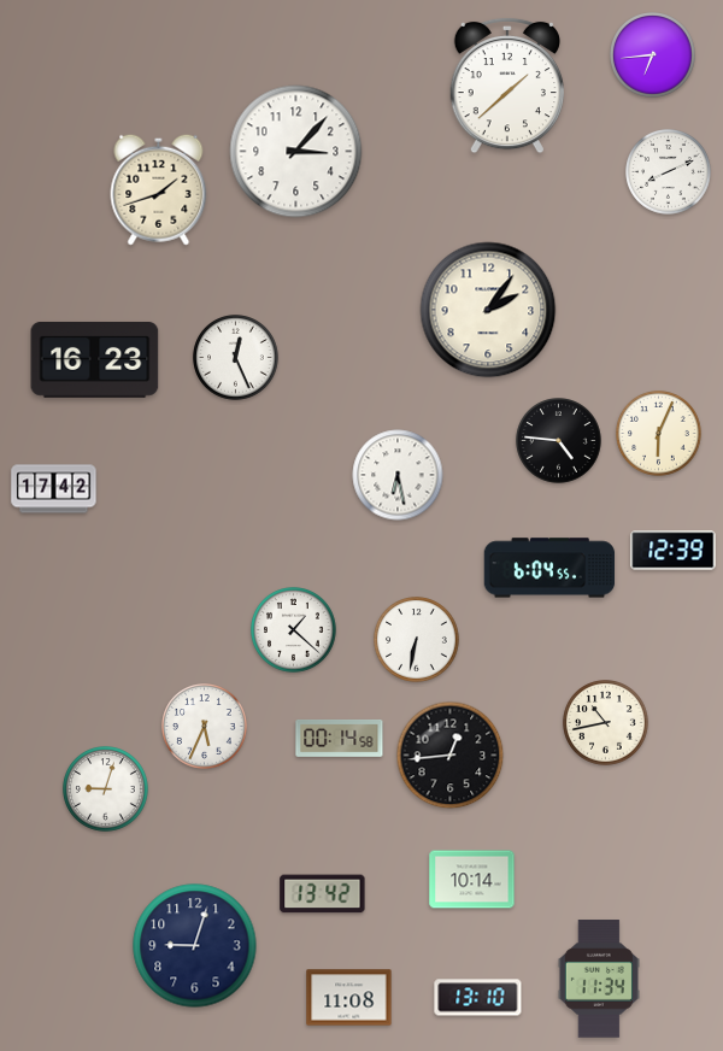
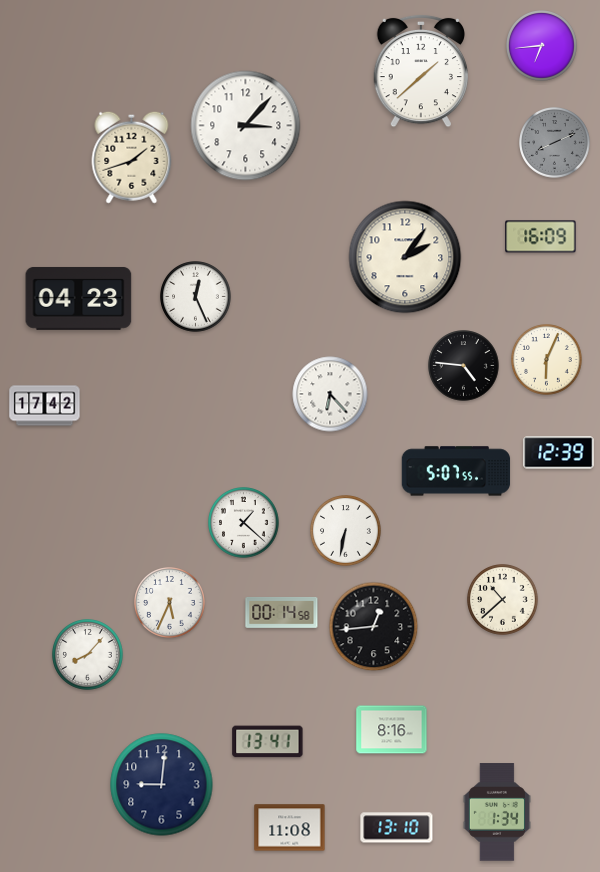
clock at (669, 172) dial: white -> grey
clock at (541, 237): none -> 16:09
clock at (95, 359): 16:23 -> 04:23
clock at (398, 475): 6:28 -> 6:23
clock at (674, 551) position: (674, 551) -> (559, 453)
clock at (549, 568): 6:04 -> 5:07
clock at (606, 723): 10:43 -> 10:38
clock at (106, 789): 9:03 -> 8:07
clock at (472, 880): 10:14 -> 8:16
clock at (323, 894): 13:42 -> 13:41
clock at (195, 946): 9:03 -> 9:01
clock at (599, 979): 11:34 -> 1:34
